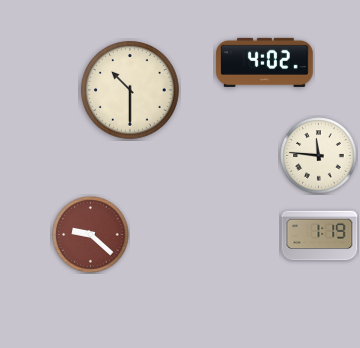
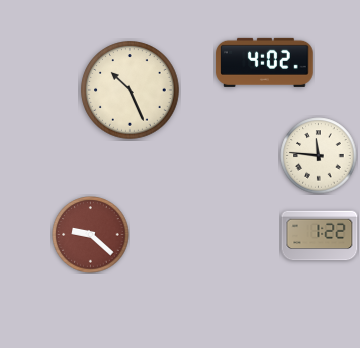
clock at (130, 90): 10:30 -> 10:26
clock at (320, 236): 1:19 -> 1:22
